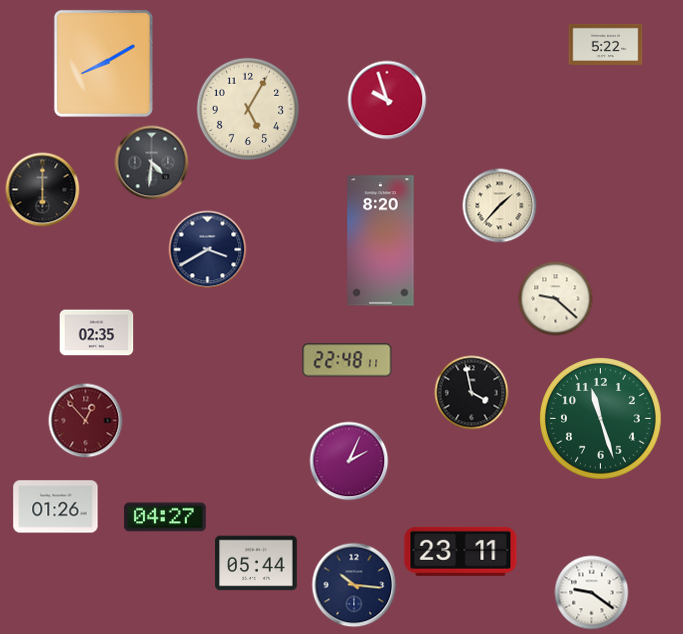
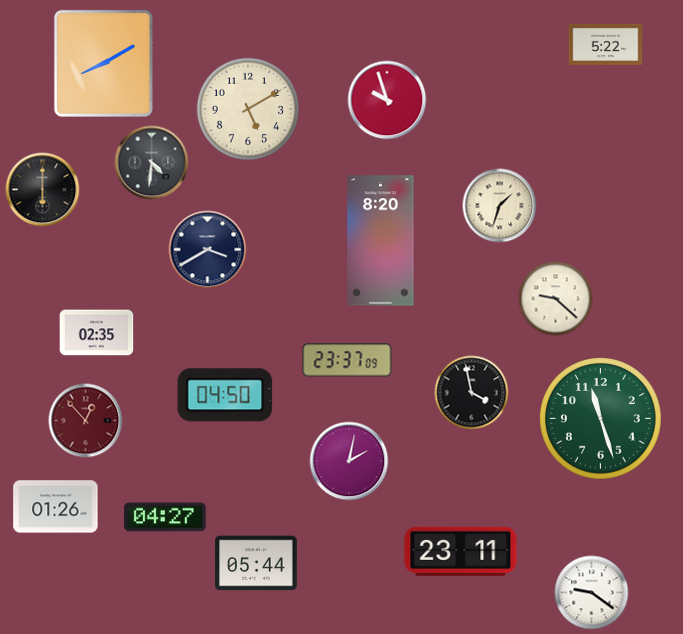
clock at (247, 108): 5:05 -> 5:10
clock at (500, 206): 1:37 -> 1:33
clock at (347, 360): 22:48 -> 23:37
clock at (225, 395): none -> 04:50
clock at (349, 461): 2:04 -> 2:02
clock at (354, 585): 10:16 -> none
